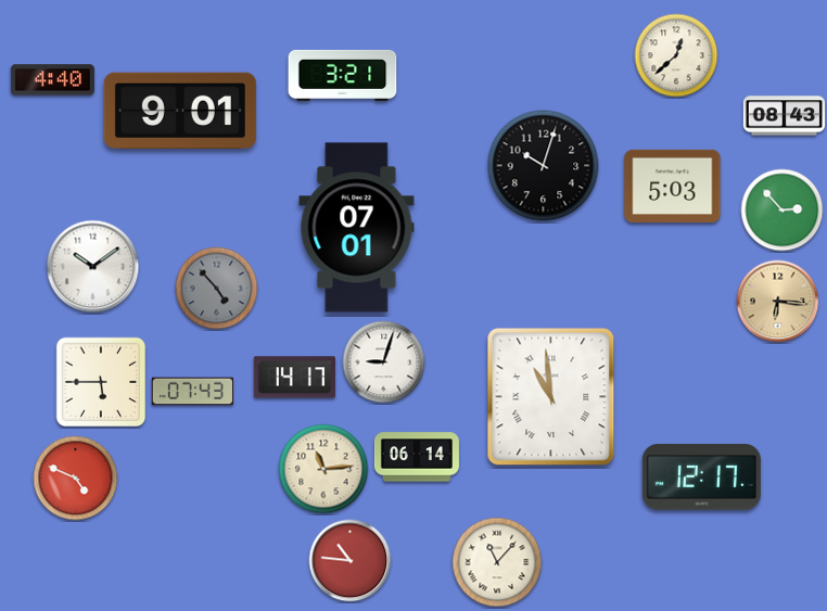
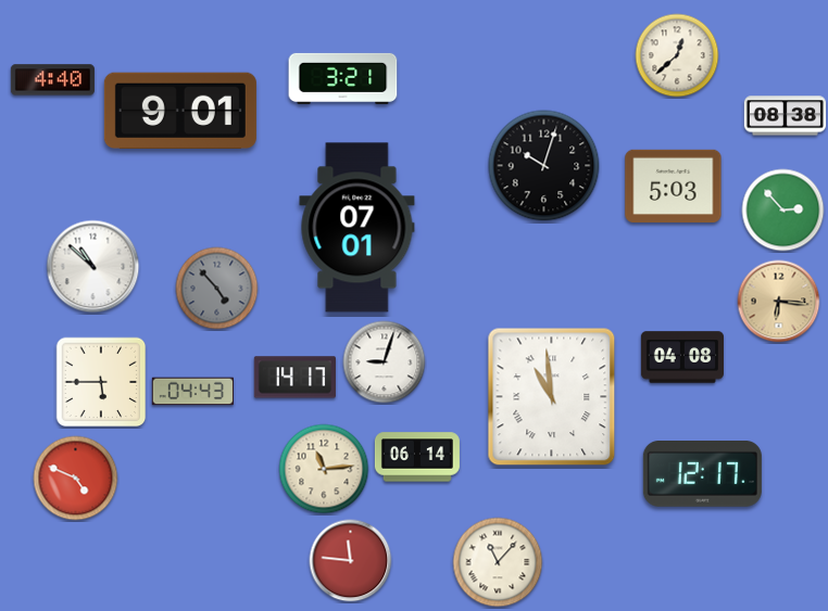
clock at (343, 75) position: (343, 75) -> (343, 78)
clock at (785, 116): 08:43 -> 08:38
clock at (93, 267): 10:09 -> 10:52
clock at (681, 357): none -> 04:08
clock at (192, 392): 07:43 -> 04:43
clock at (701, 478) position: (701, 478) -> (702, 474)
clock at (351, 561): 10:46 -> 11:46
